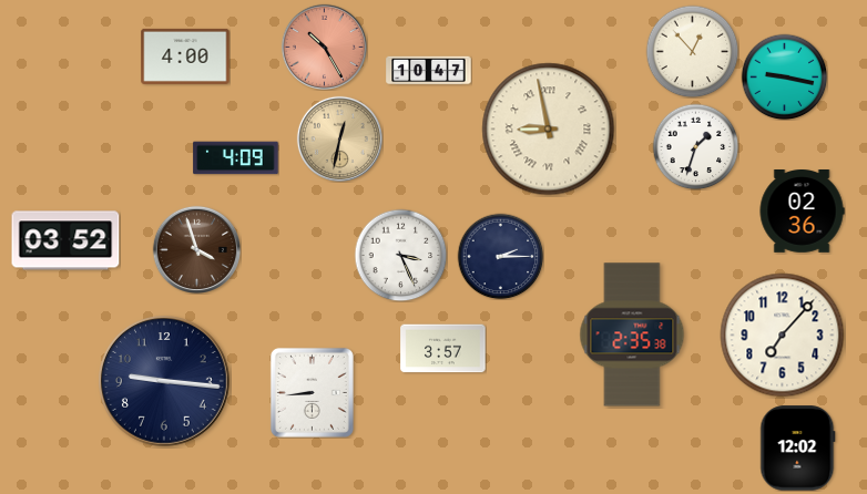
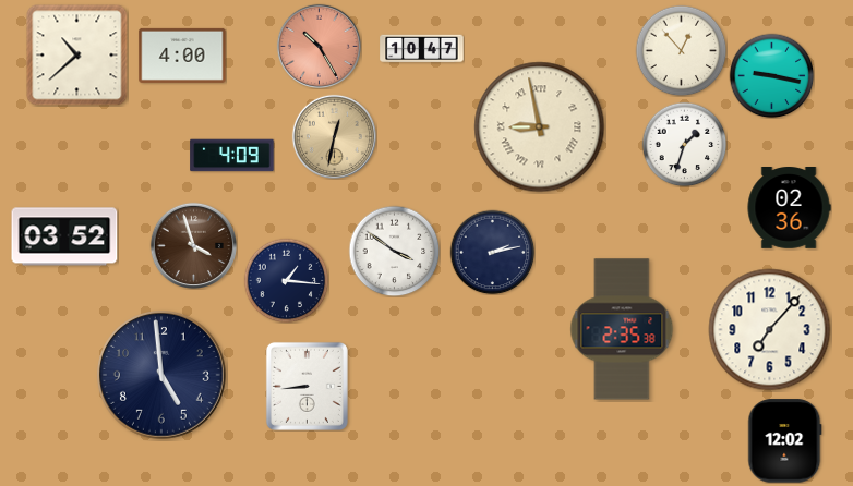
clock at (77, 56): none -> 10:38
clock at (429, 71) position: (429, 71) -> (422, 49)
clock at (400, 255): 3:26 -> 3:51
clock at (500, 256): 2:15 -> 2:13
clock at (286, 280): none -> 1:16
clock at (443, 349): 3:57 -> none
clock at (164, 381): 9:16 -> 4:59
